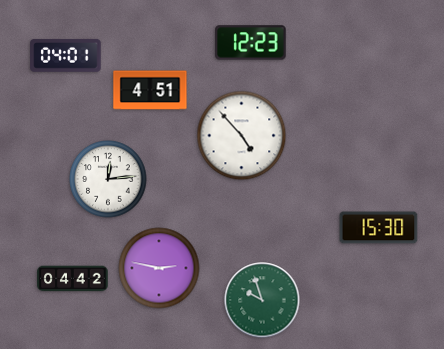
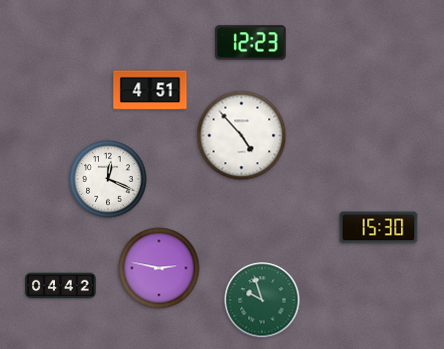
clock at (66, 55): 04:01 -> none
clock at (108, 179): 12:14 -> 12:19
clock at (73, 279) position: (73, 279) -> (61, 286)
